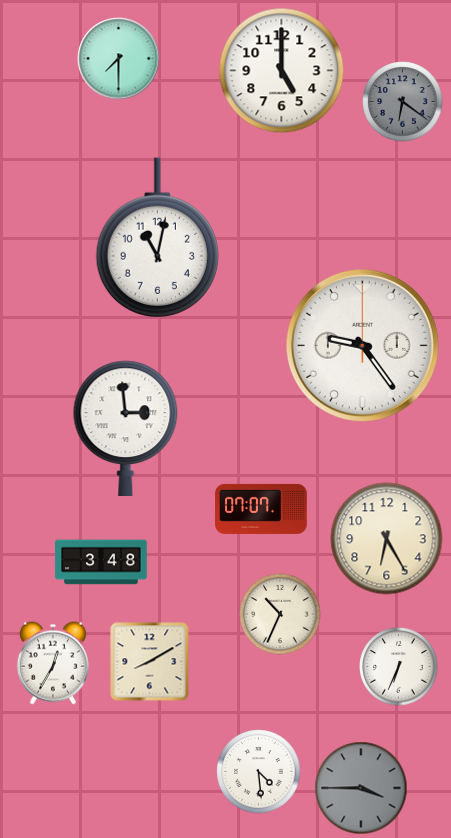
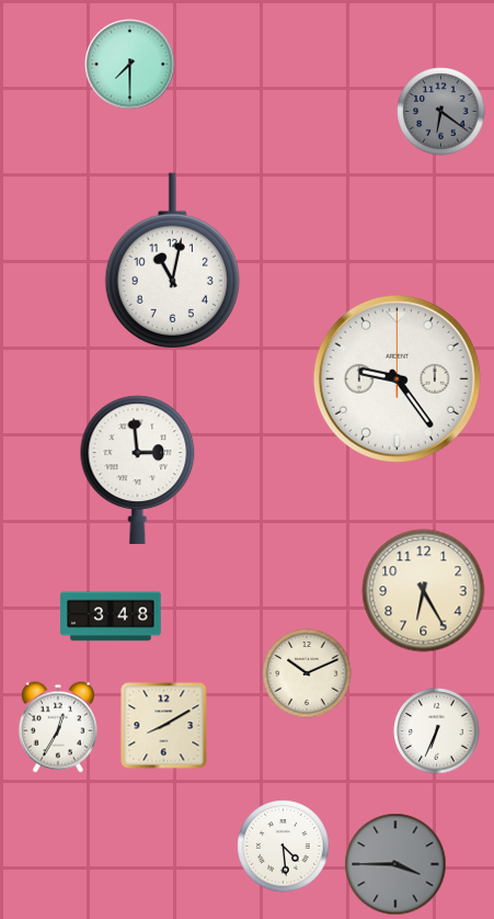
clock at (282, 71): 5:00 -> none
clock at (261, 509): 07:07 -> none
clock at (280, 614): 10:34 -> 10:11
